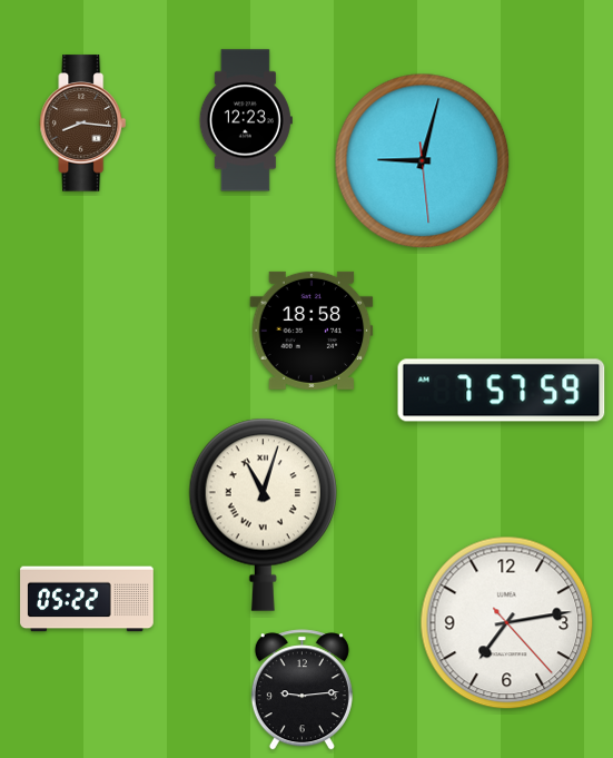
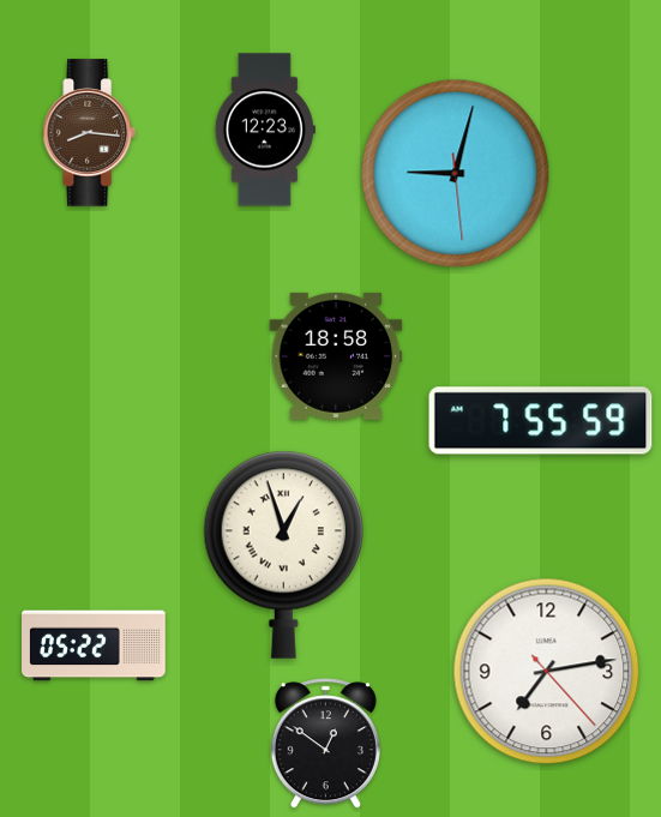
clock at (502, 391): 7:57 -> 7:55
clock at (263, 514): 11:03 -> 12:57
clock at (301, 690): 9:14 -> 12:51
